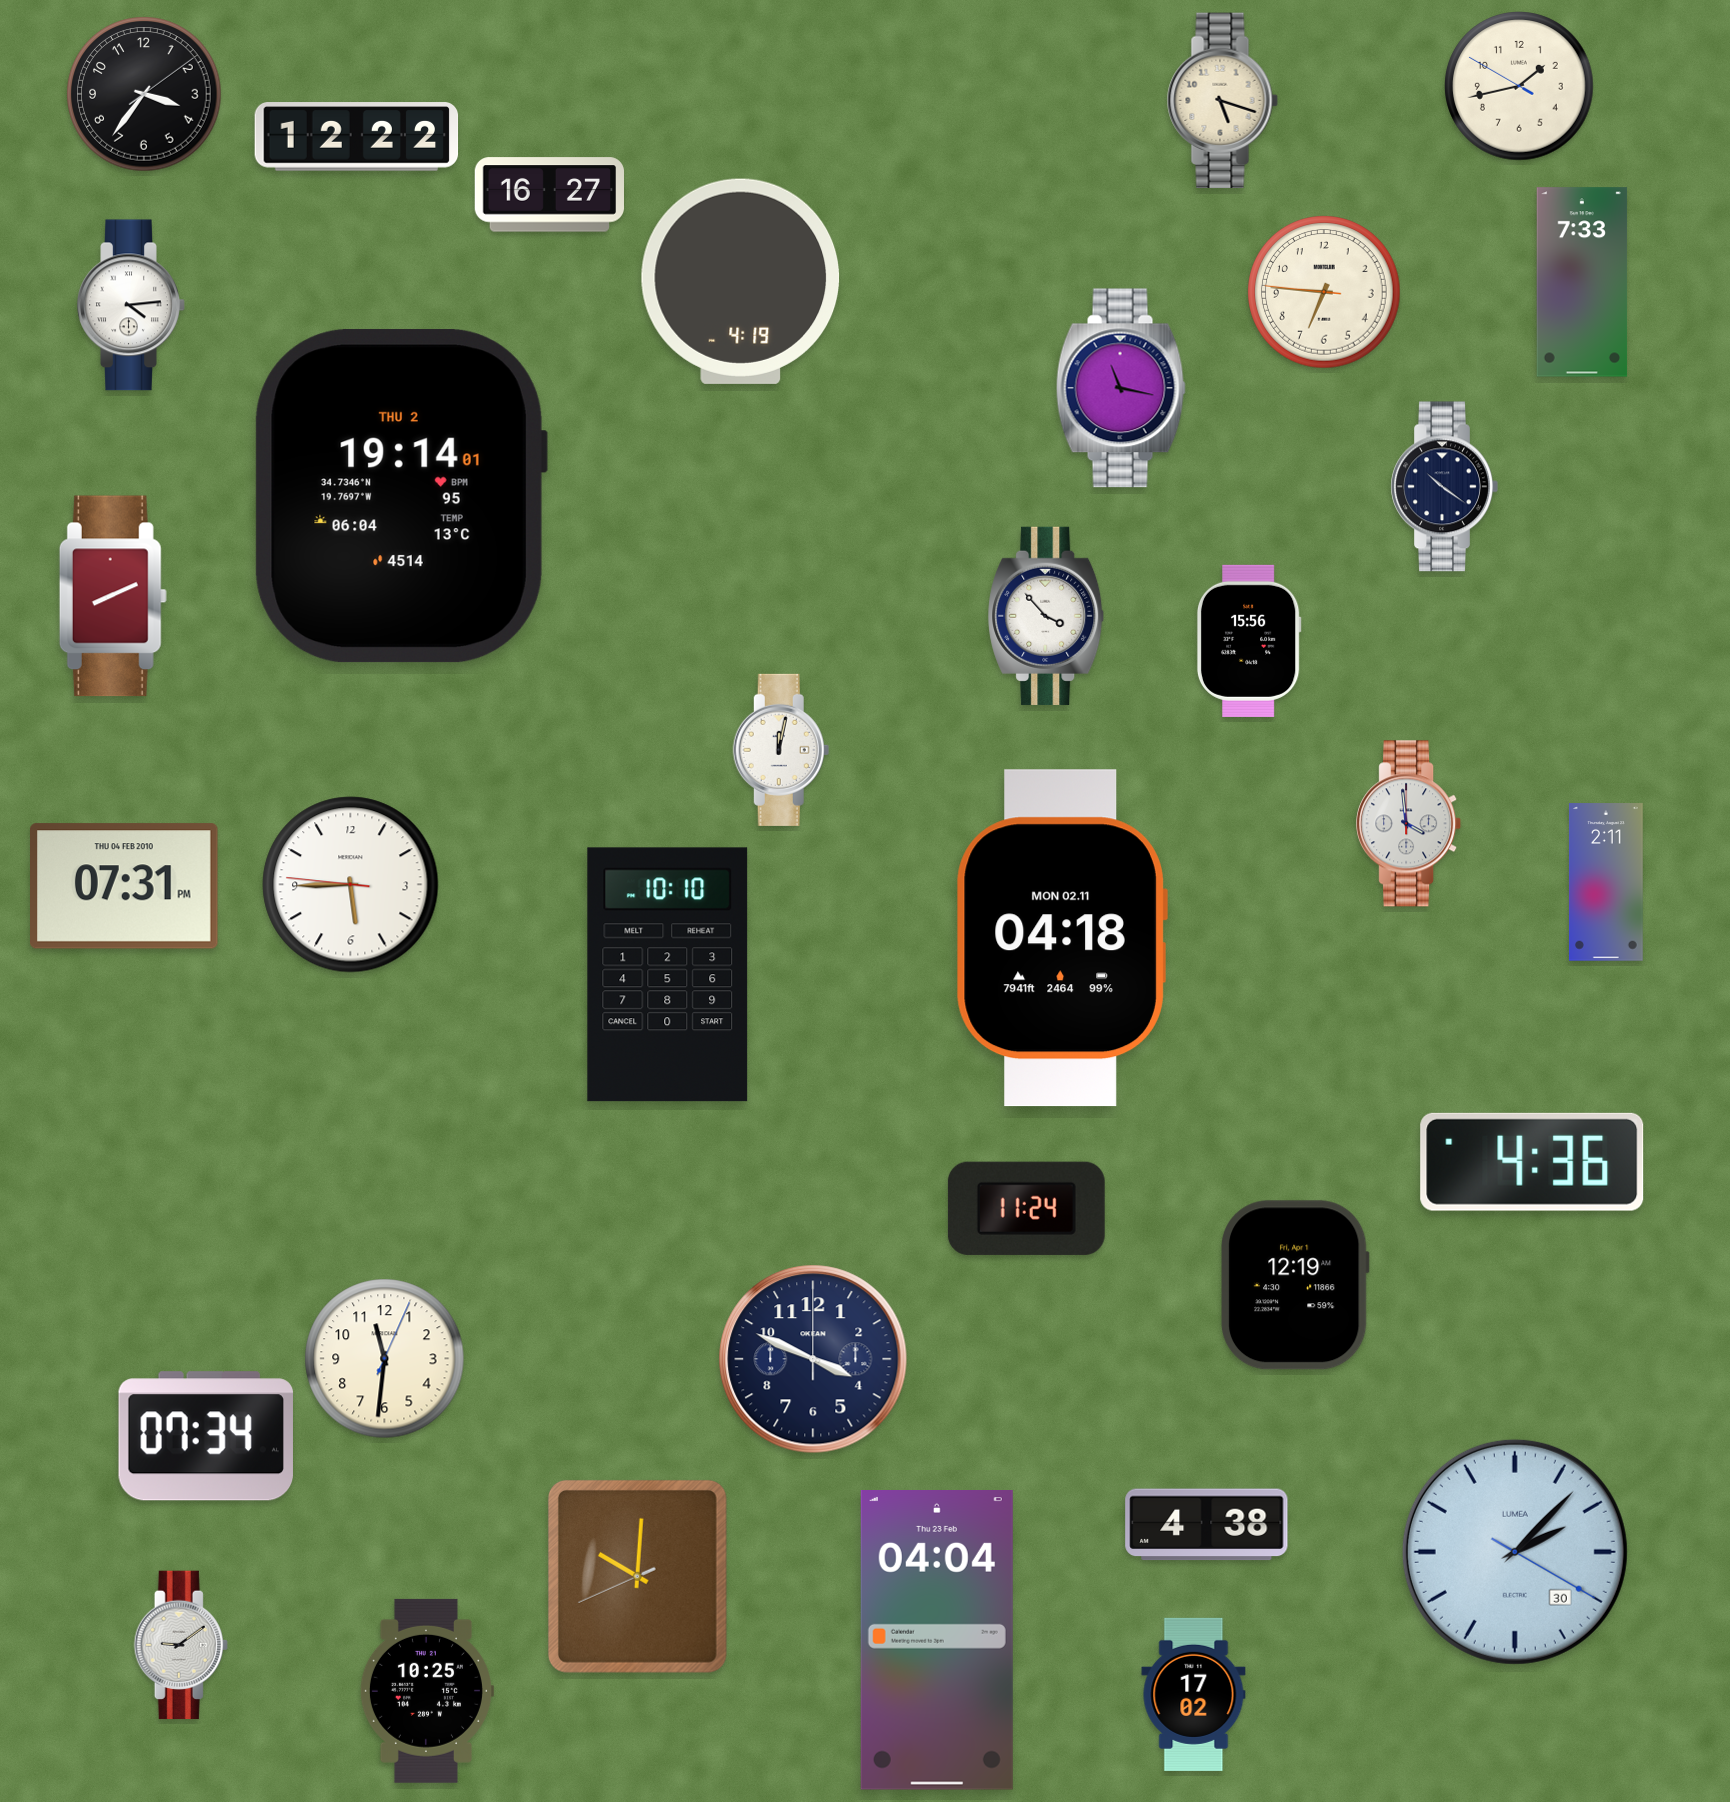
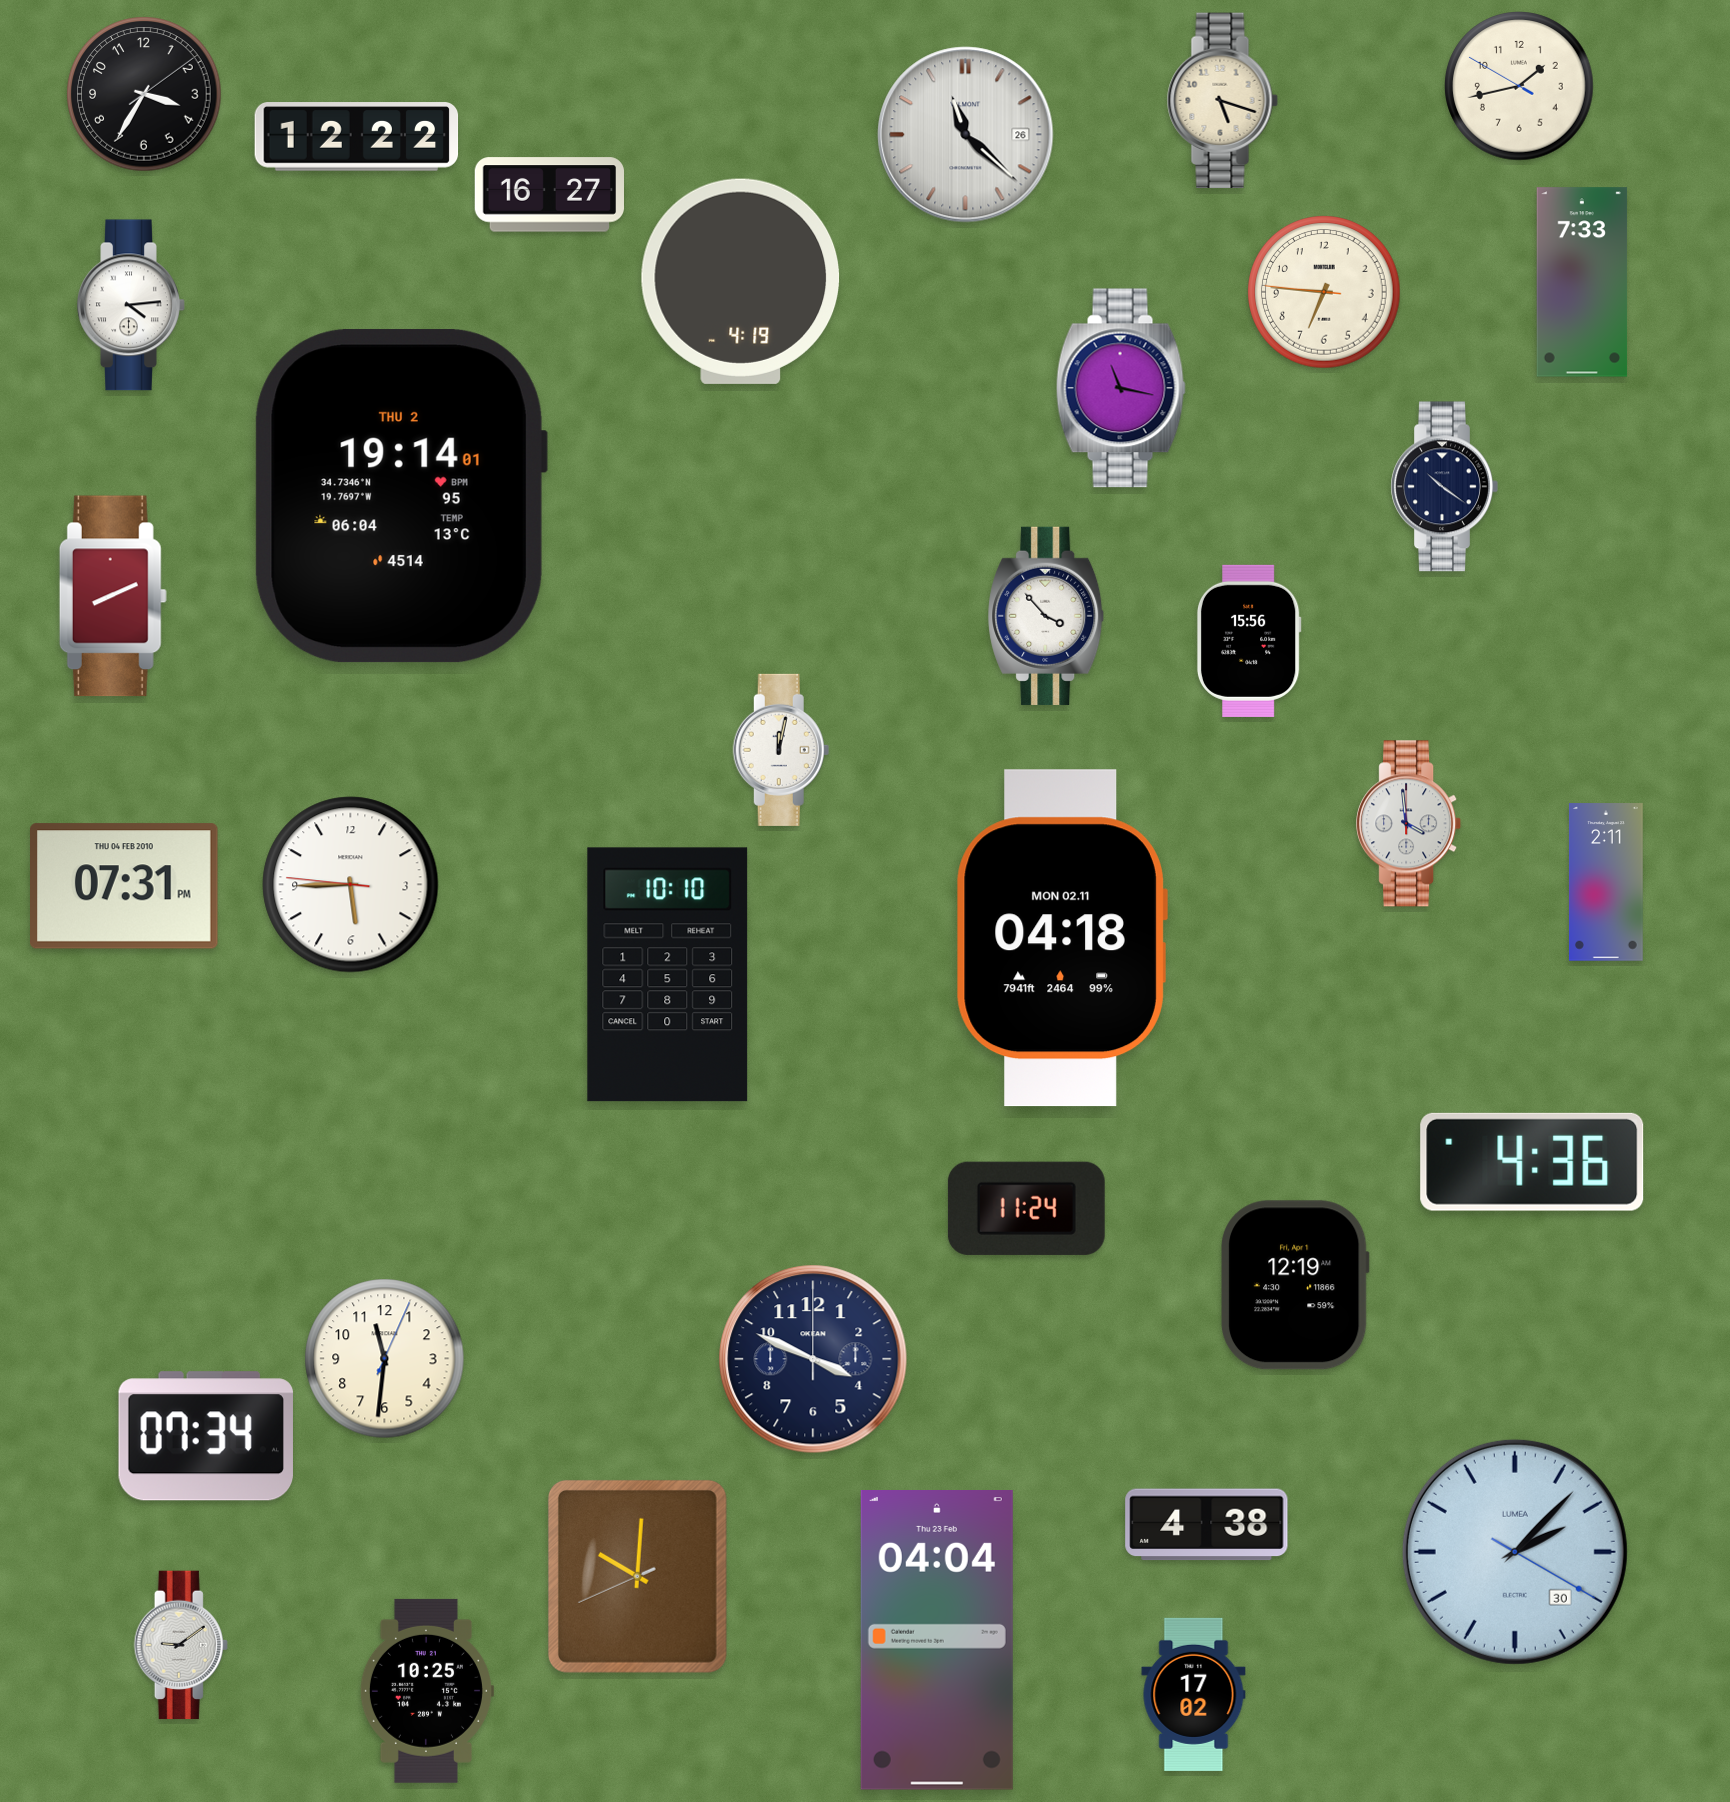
clock at (144, 94): 3:36 -> 3:35
clock at (966, 135): none -> 11:22
